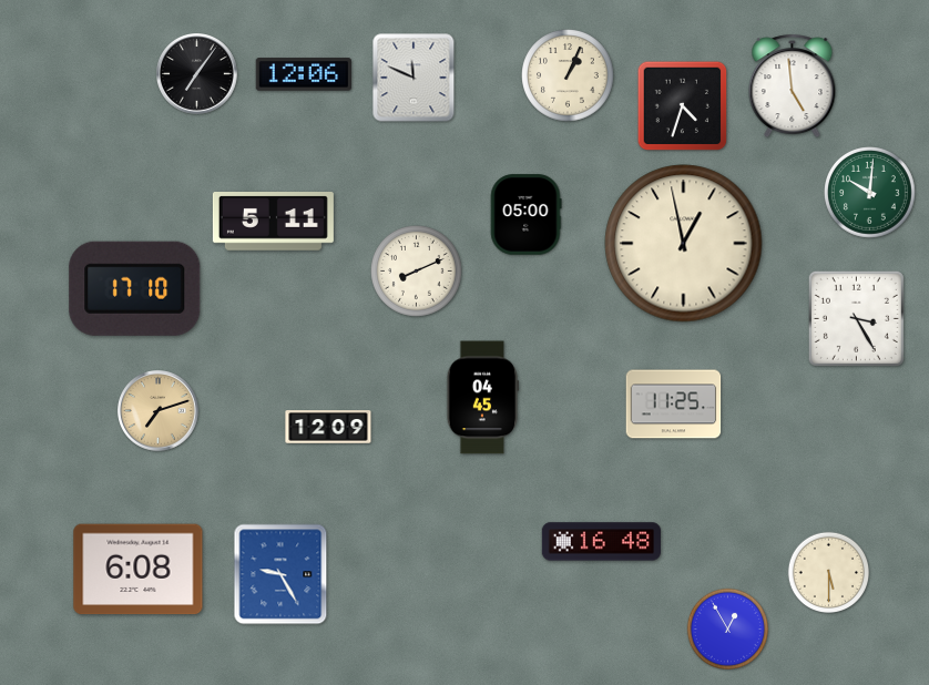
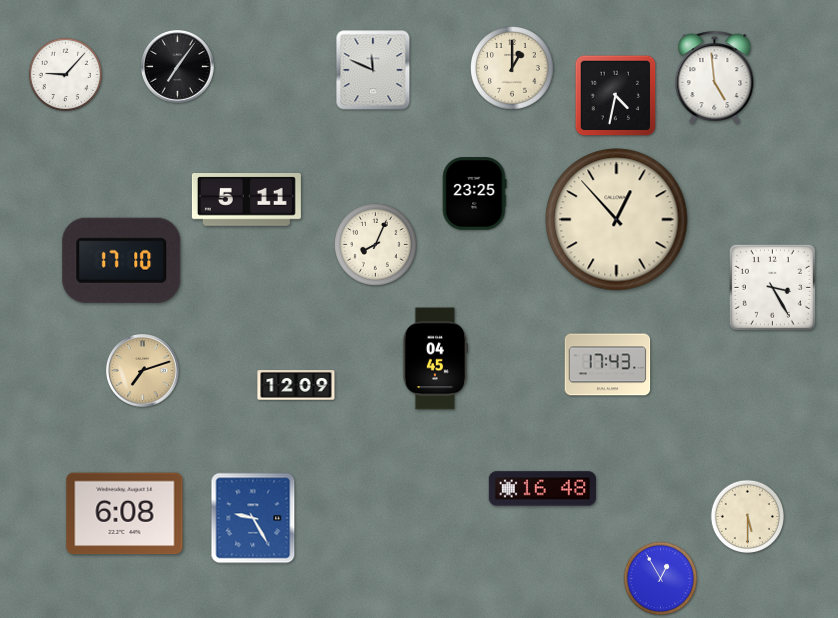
clock at (303, 74): 12:06 -> none
clock at (568, 75): 1:04 -> 1:00
clock at (65, 74): none -> 9:07
clock at (683, 106): 4:33 -> 4:32
clock at (870, 193): 10:01 -> none
clock at (525, 215): 05:00 -> 23:25
clock at (684, 244): 12:58 -> 12:53
clock at (417, 272): 8:11 -> 8:04
clock at (674, 405): 11:25 -> 17:43
clock at (727, 628) position: (727, 628) -> (660, 578)
